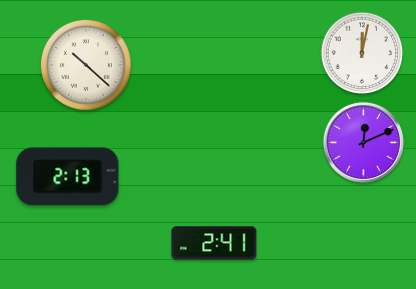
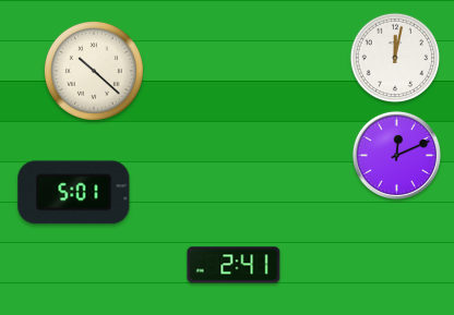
clock at (68, 177): 2:13 -> 5:01
